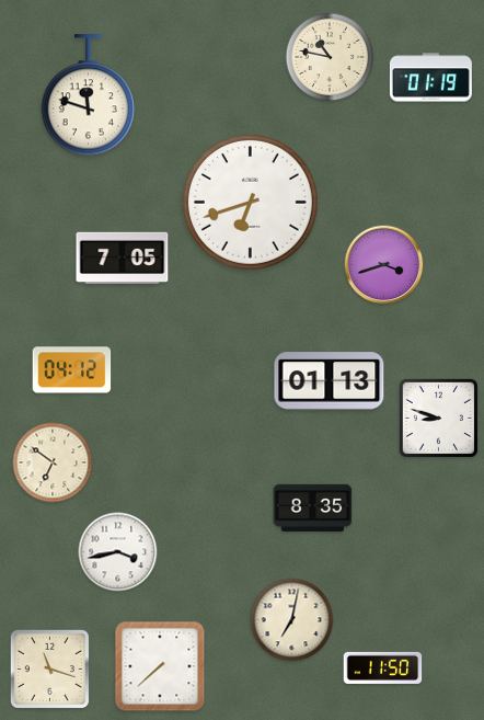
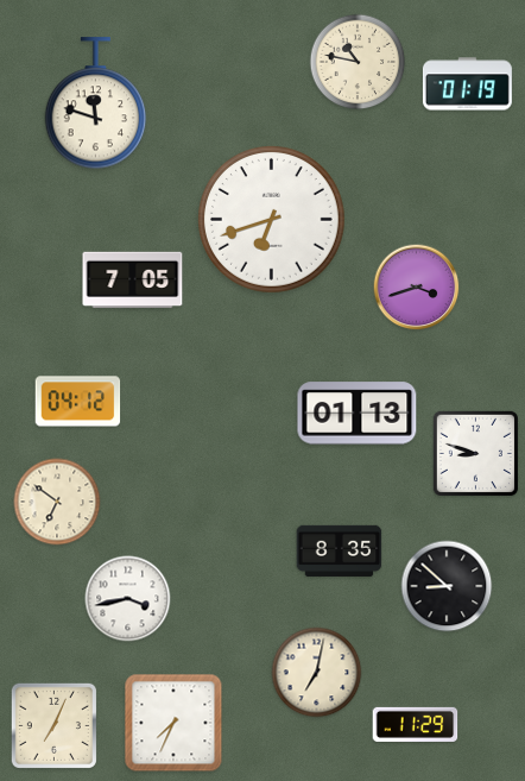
clock at (447, 586): none -> 8:52
clock at (160, 666): 7:38 -> 7:34
clock at (383, 667): 11:50 -> 11:29
clock at (49, 668): 11:18 -> 7:04
